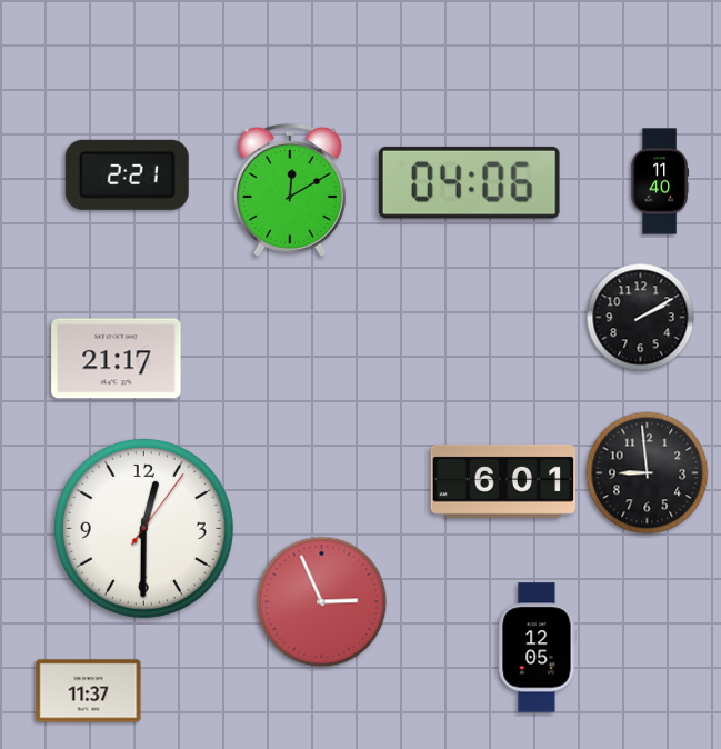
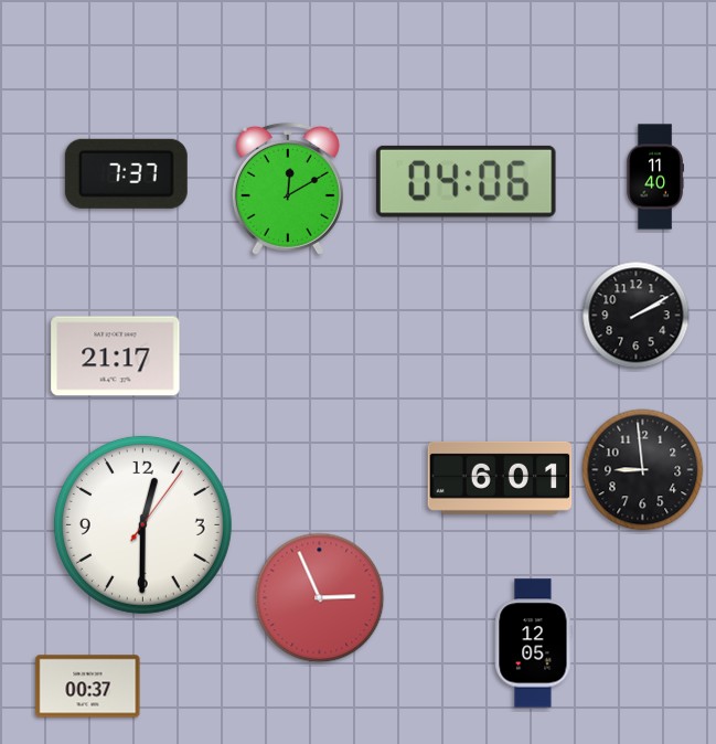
clock at (127, 174): 2:21 -> 7:37
clock at (660, 181) position: (660, 181) -> (655, 177)
clock at (89, 691): 11:37 -> 00:37
